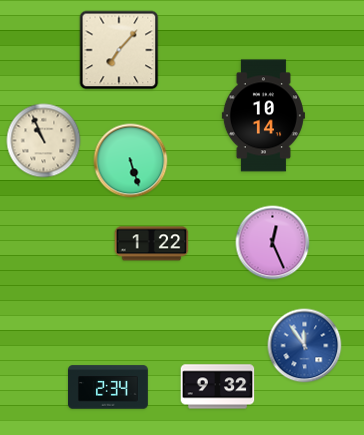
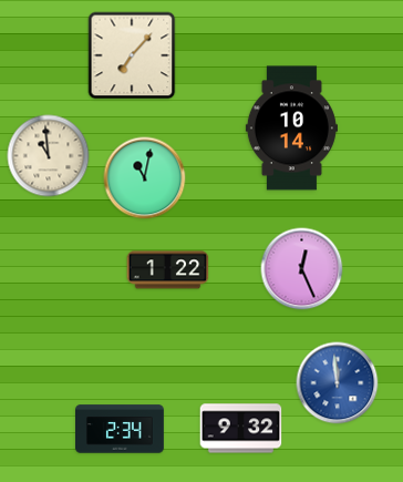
clock at (44, 141): 10:56 -> 10:59
clock at (131, 161): 5:27 -> 11:02
clock at (305, 346): 11:54 -> 11:59
